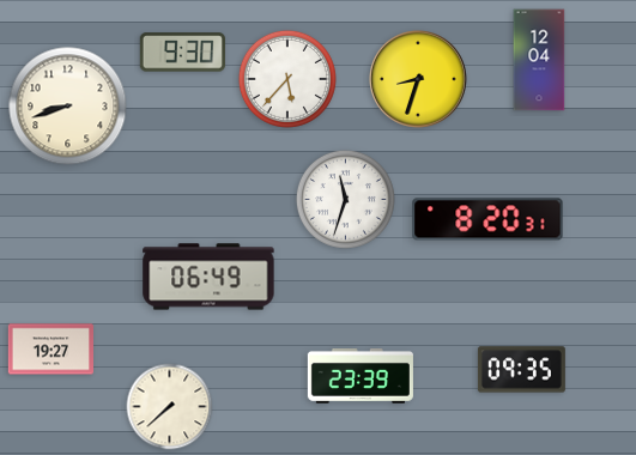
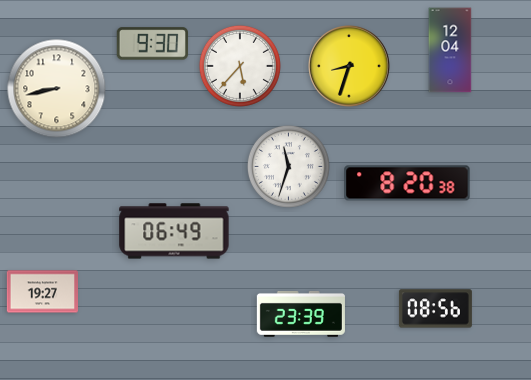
clock at (68, 107): 8:42 -> 8:43
clock at (487, 219): 8:20:31 -> 8:20:38
clock at (521, 370): 09:35 -> 08:56
clock at (170, 407): 7:38 -> none
